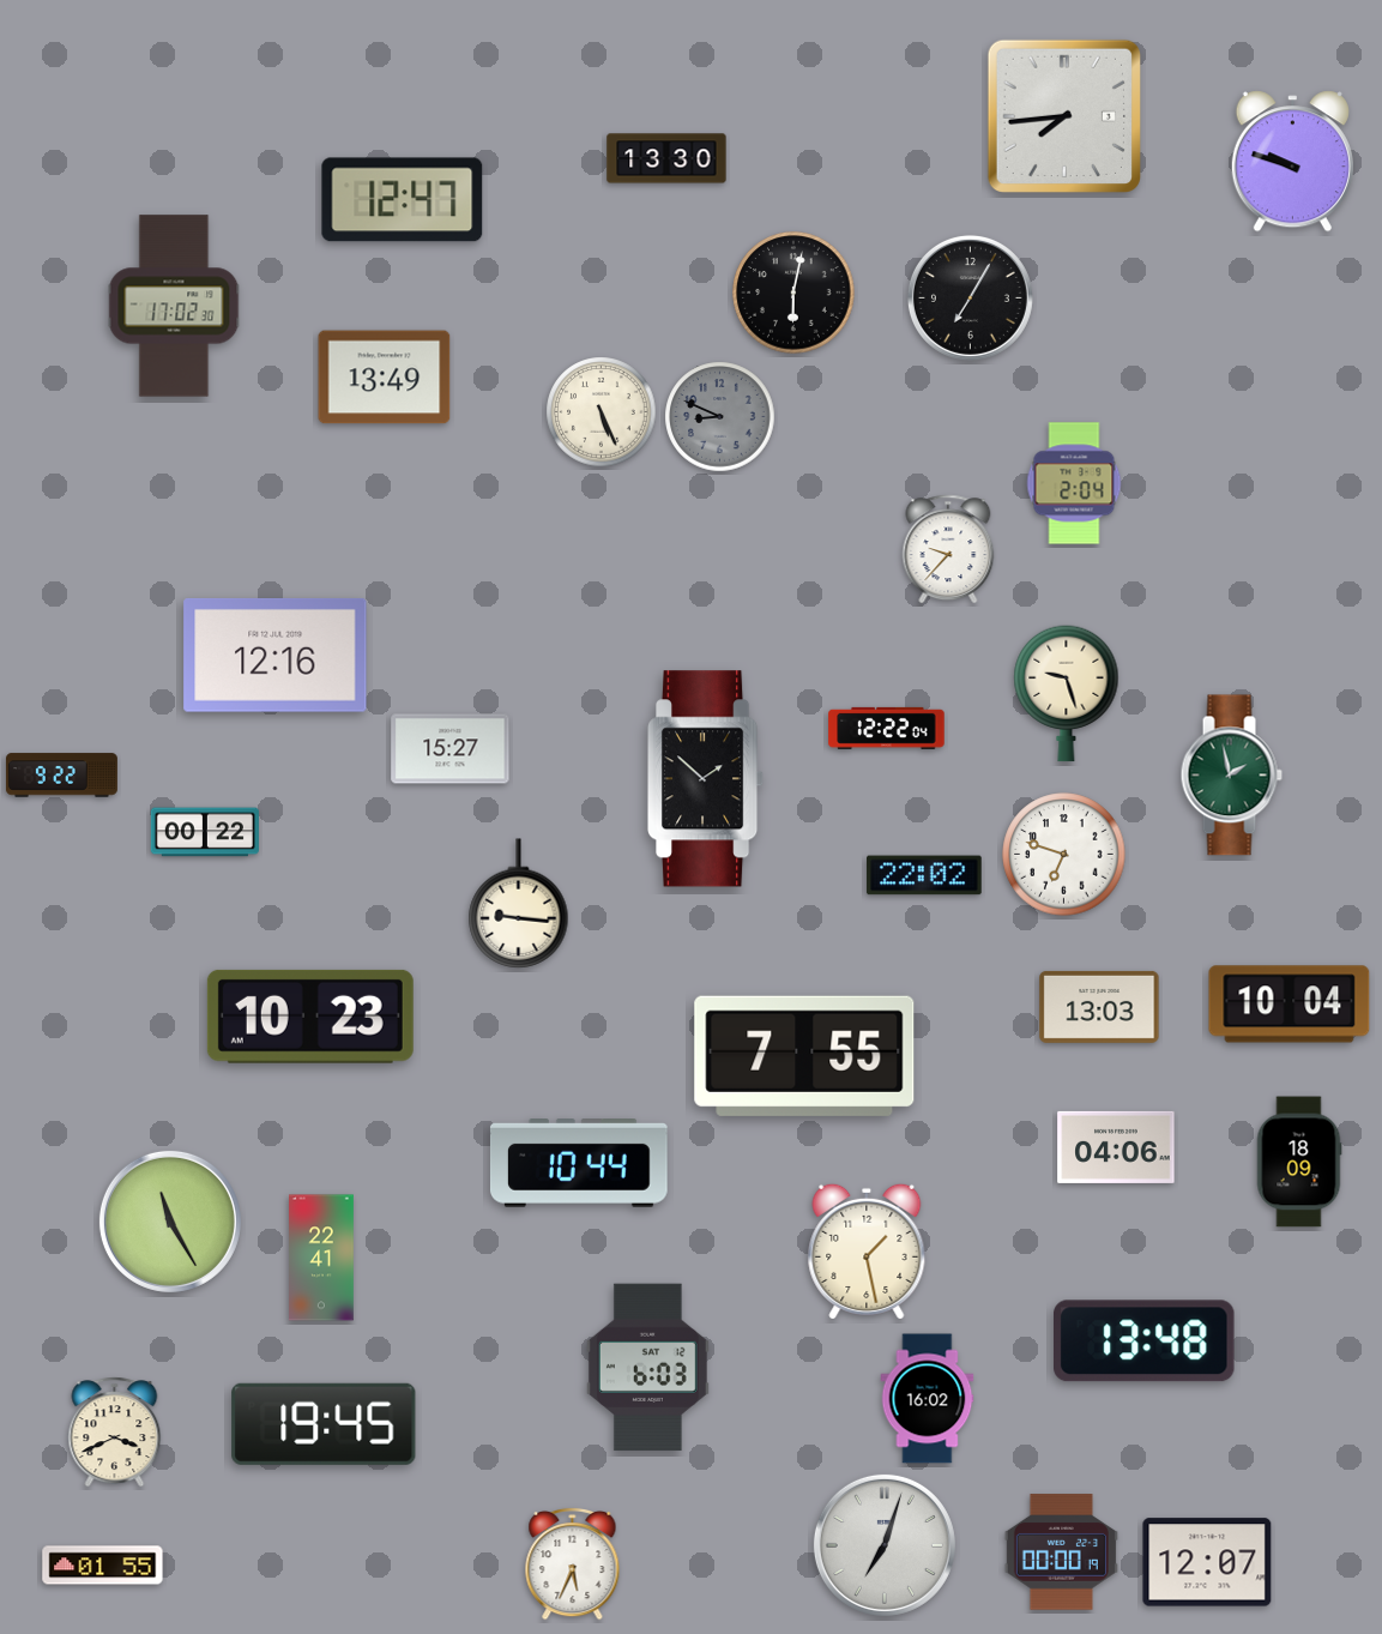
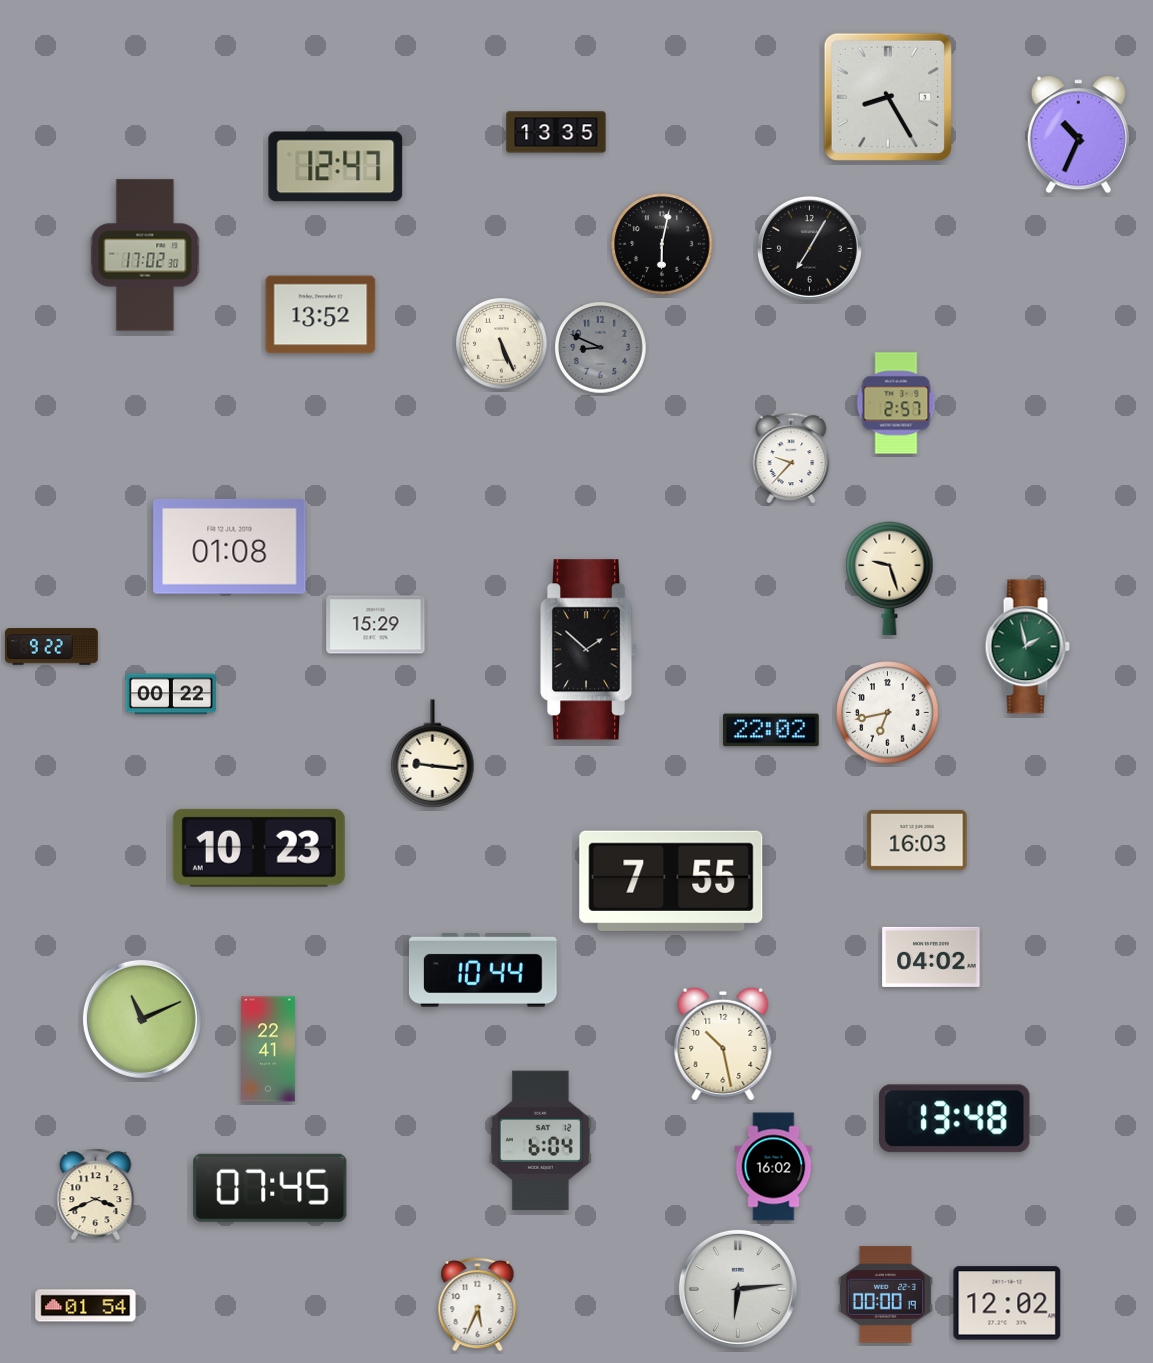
clock at (1064, 116): 7:44 -> 8:25
clock at (666, 158): 13:30 -> 13:35
clock at (1292, 162): 9:48 -> 10:34
clock at (385, 378): 13:49 -> 13:52
clock at (1074, 483): 2:04 -> 2:57
clock at (276, 656): 12:16 -> 01:08
clock at (887, 728): 12:22 -> none
clock at (451, 749): 15:27 -> 15:29
clock at (1064, 855): 6:48 -> 6:43
clock at (1290, 1005): 10:04 -> none
clock at (1099, 1007): 13:03 -> 16:03
clock at (1116, 1147): 04:06 -> 04:02
clock at (1299, 1162): 18:09 -> none
clock at (170, 1222): 11:25 -> 11:11
clock at (867, 1252): 1:28 -> 10:28
clock at (647, 1368): 6:03 -> 6:04
clock at (324, 1424): 19:45 -> 07:45
clock at (885, 1545): 7:03 -> 6:14
clock at (1207, 1562): 12:07 -> 12:02
clock at (103, 1566): 01:55 -> 01:54
